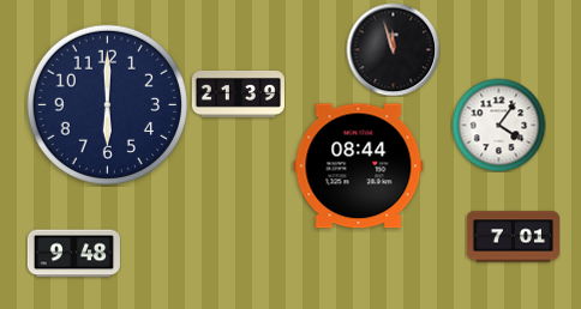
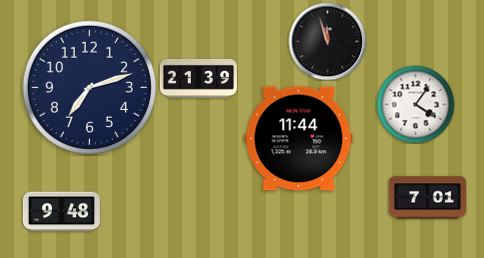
clock at (107, 104): 6:00 -> 7:12
clock at (359, 166): 08:44 -> 11:44
